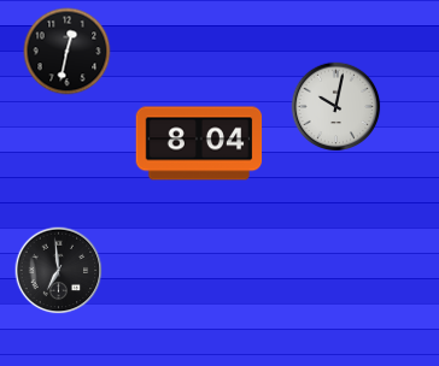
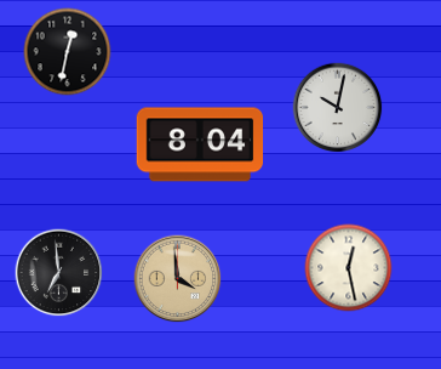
clock at (349, 268): none -> 12:28
clock at (178, 279): none -> 3:59
